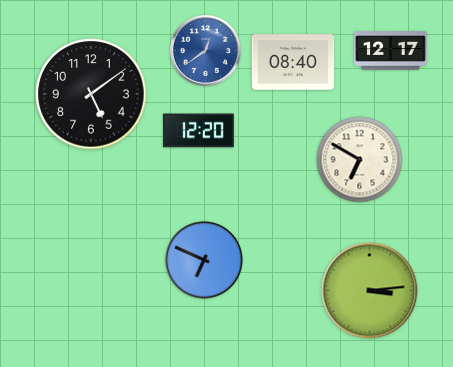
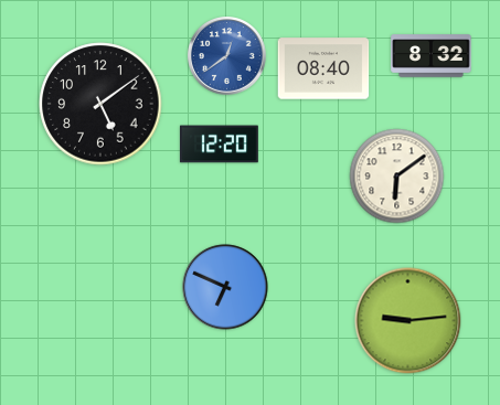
clock at (391, 51): 12:17 -> 8:32
clock at (360, 160): 6:50 -> 6:09
clock at (370, 291): 3:14 -> 9:14
